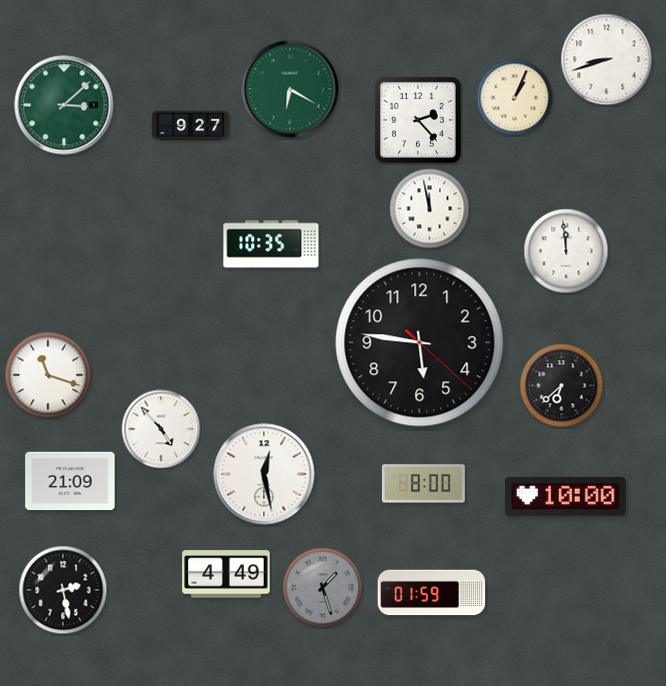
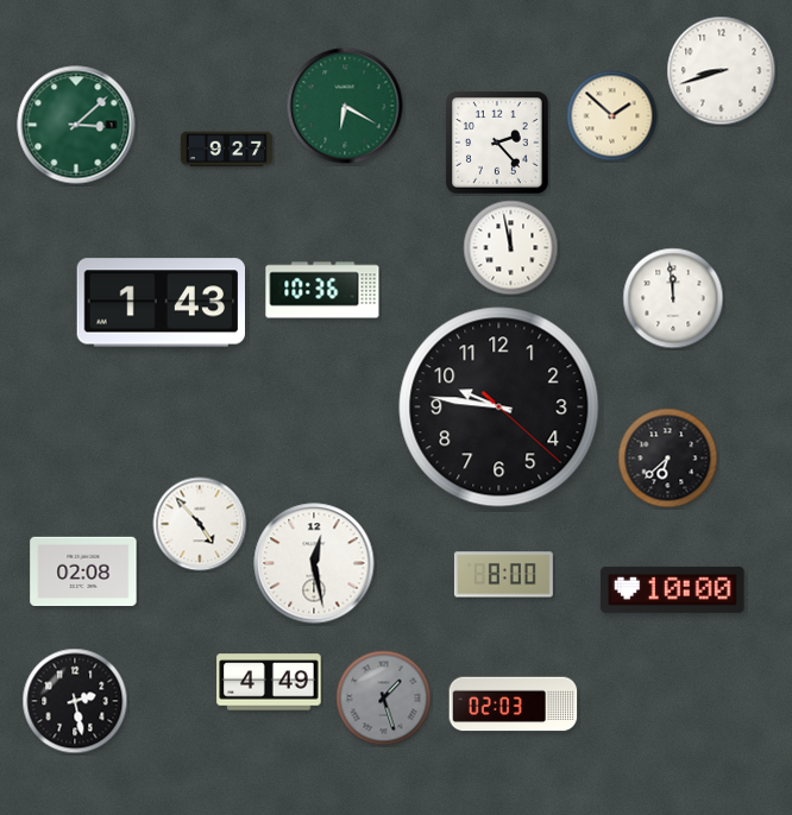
clock at (515, 98): 1:04 -> 1:52
clock at (271, 244): 10:35 -> 10:36
clock at (161, 303): none -> 1:43
clock at (420, 343): 5:46 -> 9:46
clock at (48, 375): 11:18 -> none
clock at (161, 429) position: (161, 429) -> (200, 524)
clock at (70, 481): 21:09 -> 02:08
clock at (432, 593): 01:59 -> 02:03
